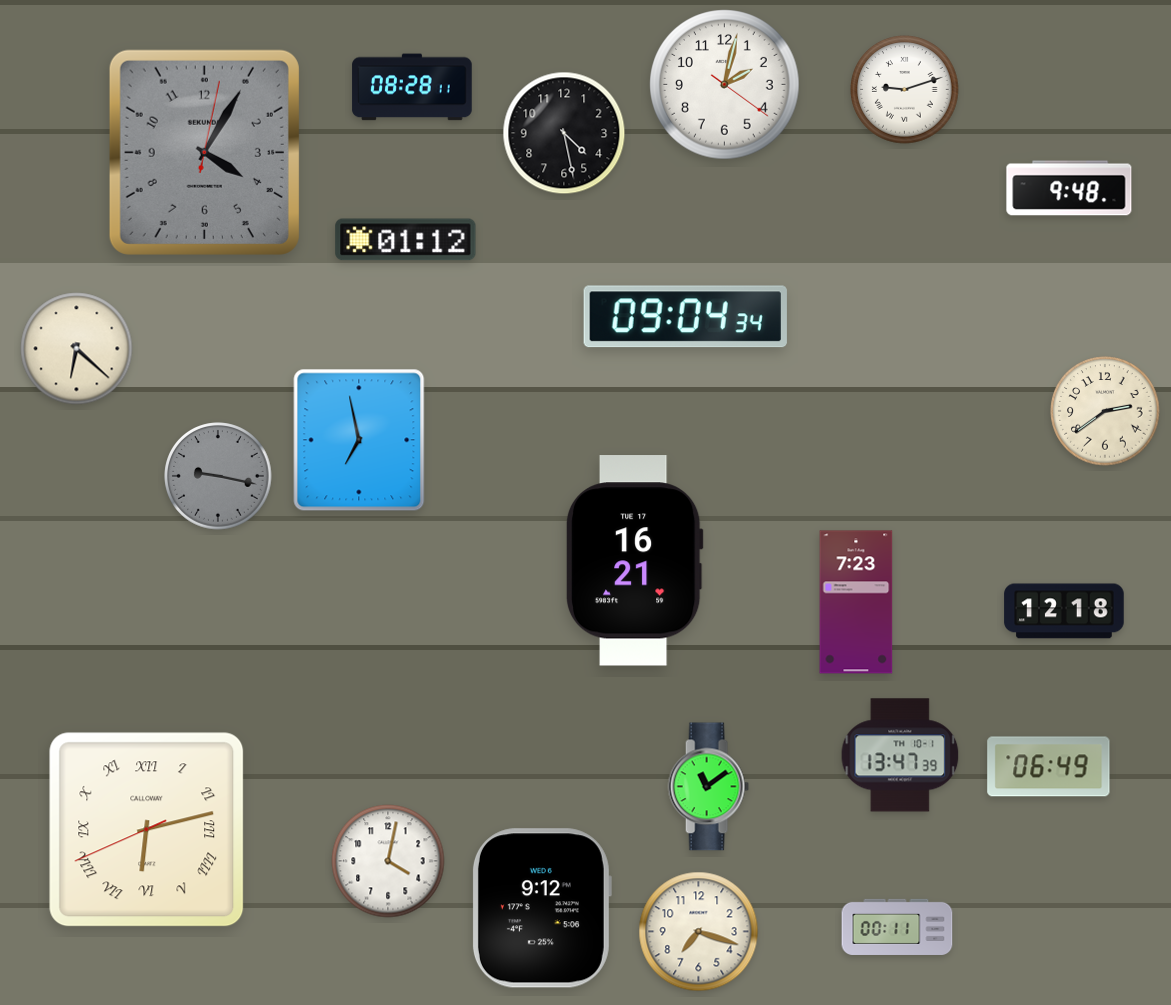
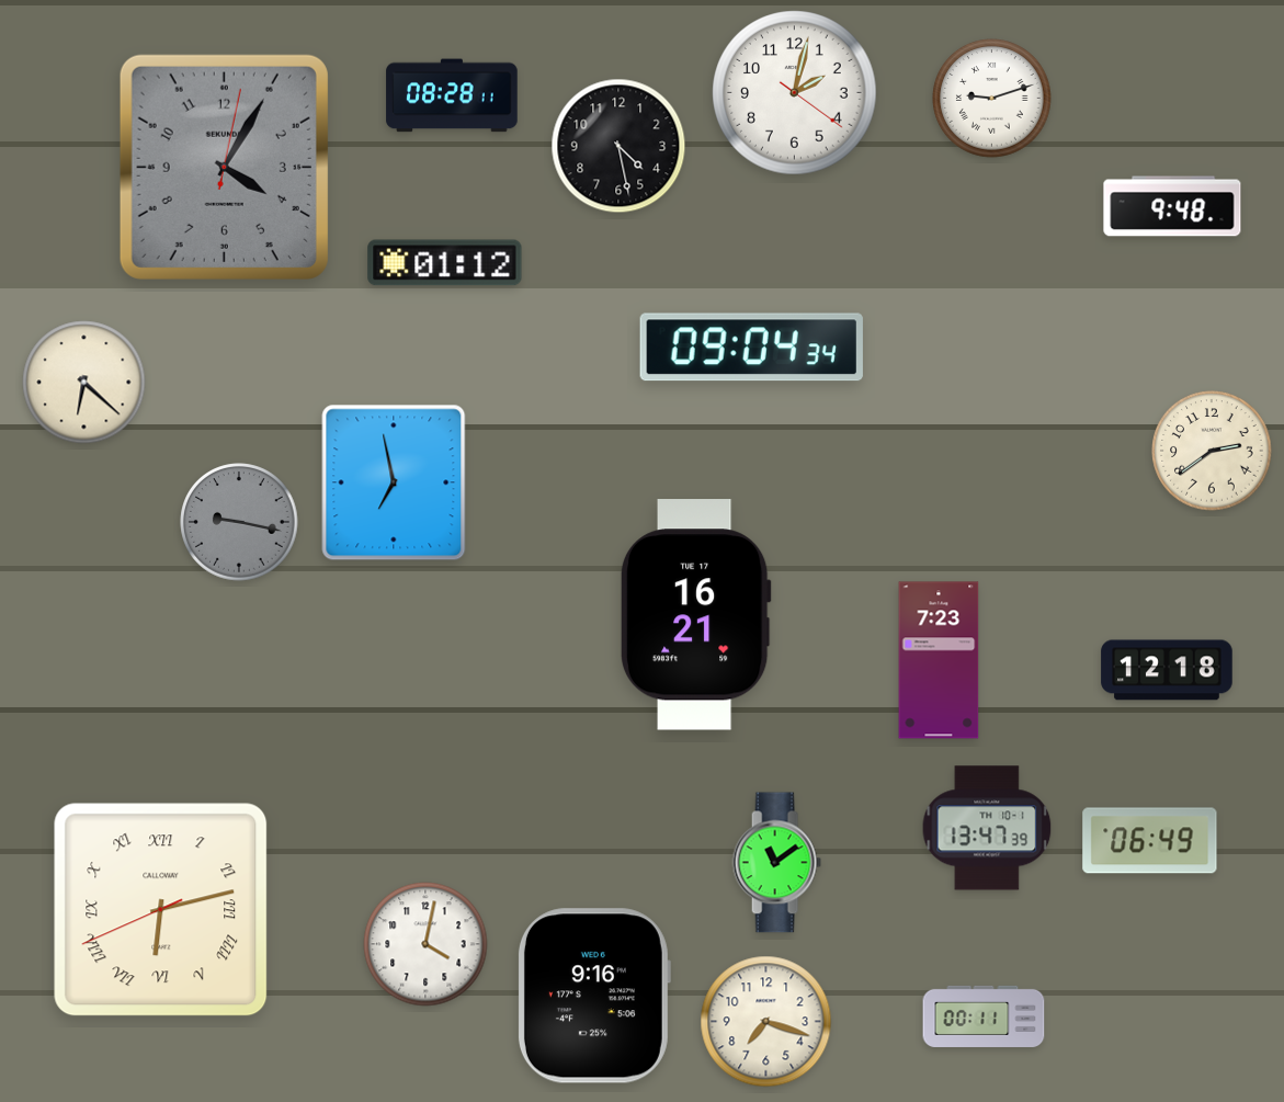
clock at (541, 908): 9:12 -> 9:16
